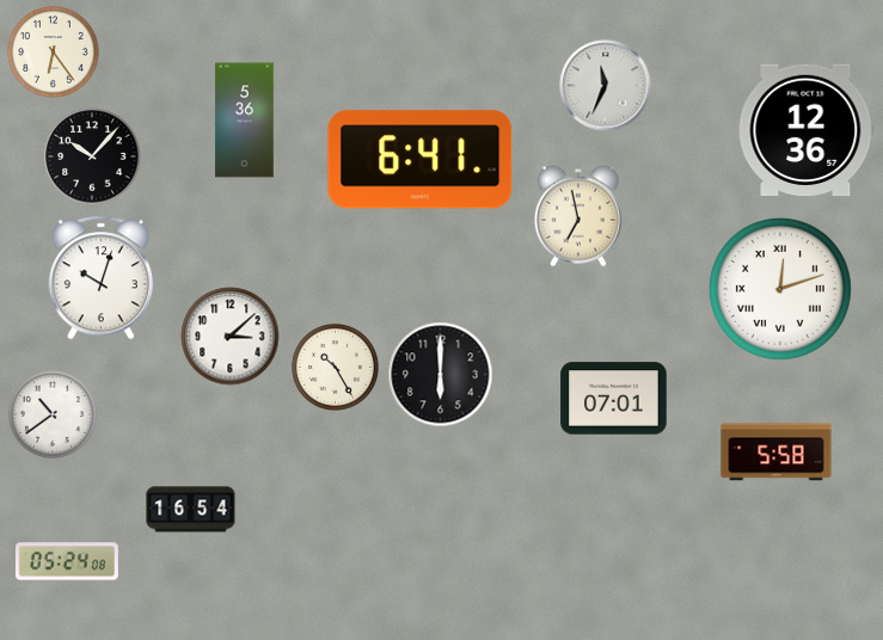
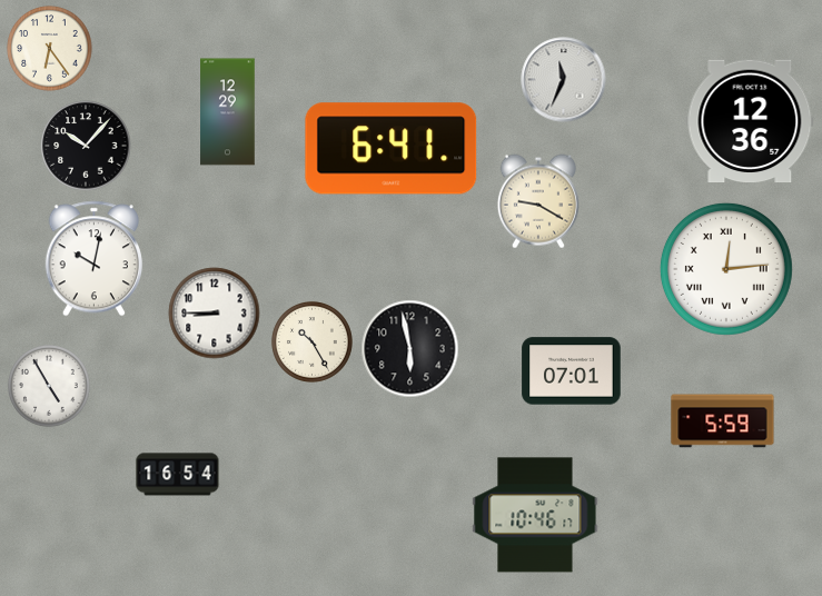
clock at (245, 121): 5:36 -> 12:29
clock at (578, 216): 6:58 -> 9:20
clock at (100, 278): 10:03 -> 10:02
clock at (780, 289): 12:12 -> 12:14
clock at (231, 337): 3:08 -> 8:45
clock at (441, 375): 6:00 -> 5:58
clock at (54, 416): 10:39 -> 4:55
clock at (777, 453): 5:58 -> 5:59
clock at (535, 515): none -> 10:46
clock at (67, 561): 05:24 -> none
